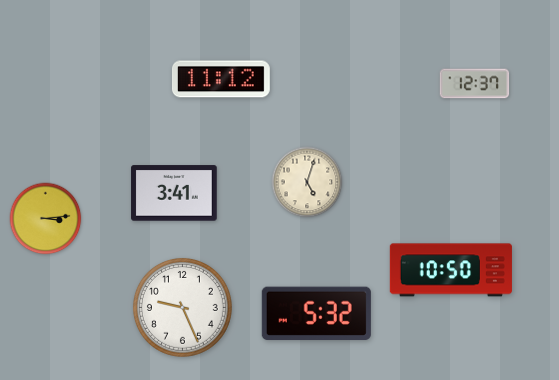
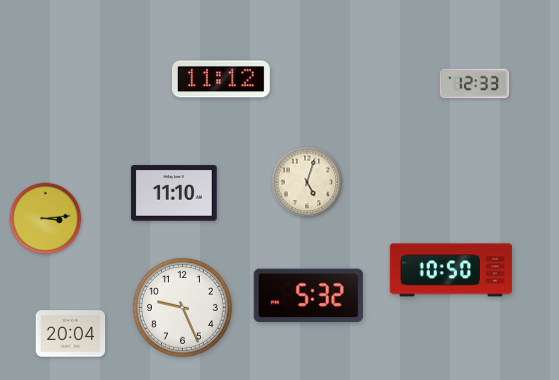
clock at (475, 84): 12:37 -> 12:33
clock at (174, 193): 3:41 -> 11:10
clock at (316, 314) position: (316, 314) -> (308, 296)
clock at (71, 334): none -> 20:04
